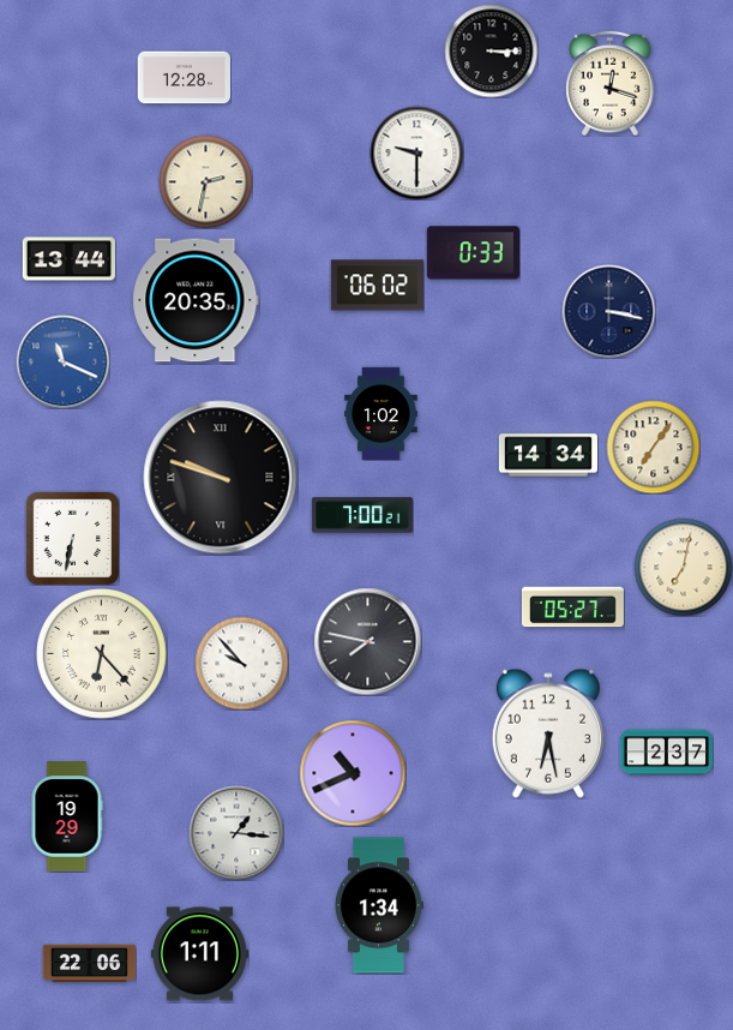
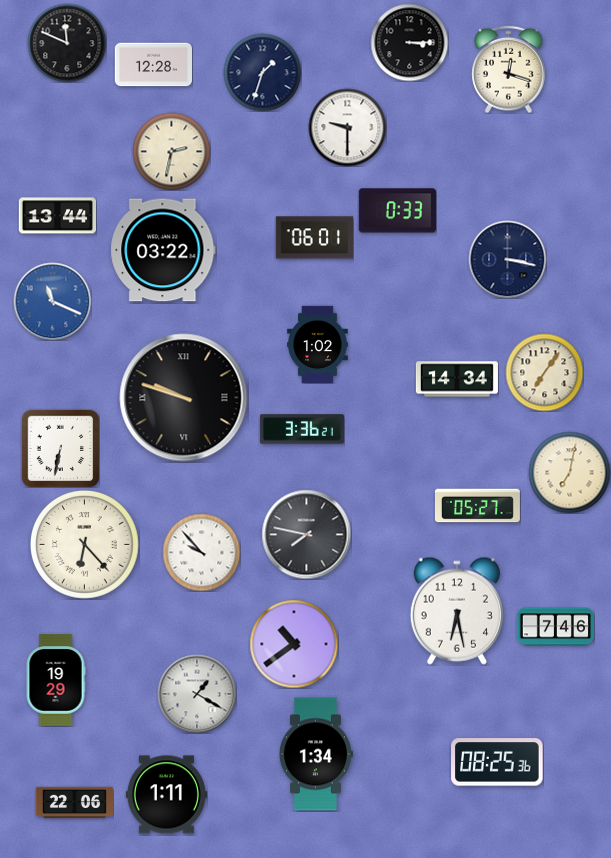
clock at (67, 43): none -> 11:49
clock at (262, 72): none -> 1:33
clock at (473, 253) position: (473, 253) -> (397, 211)
clock at (377, 286): 06:02 -> 06:01
clock at (196, 300): 20:35 -> 03:22
clock at (362, 515): 7:00 -> 3:36
clock at (666, 753): 2:37 -> 7:46
clock at (353, 773): 10:41 -> 10:39
clock at (236, 833): 1:16 -> 1:20
clock at (497, 762): none -> 08:25
